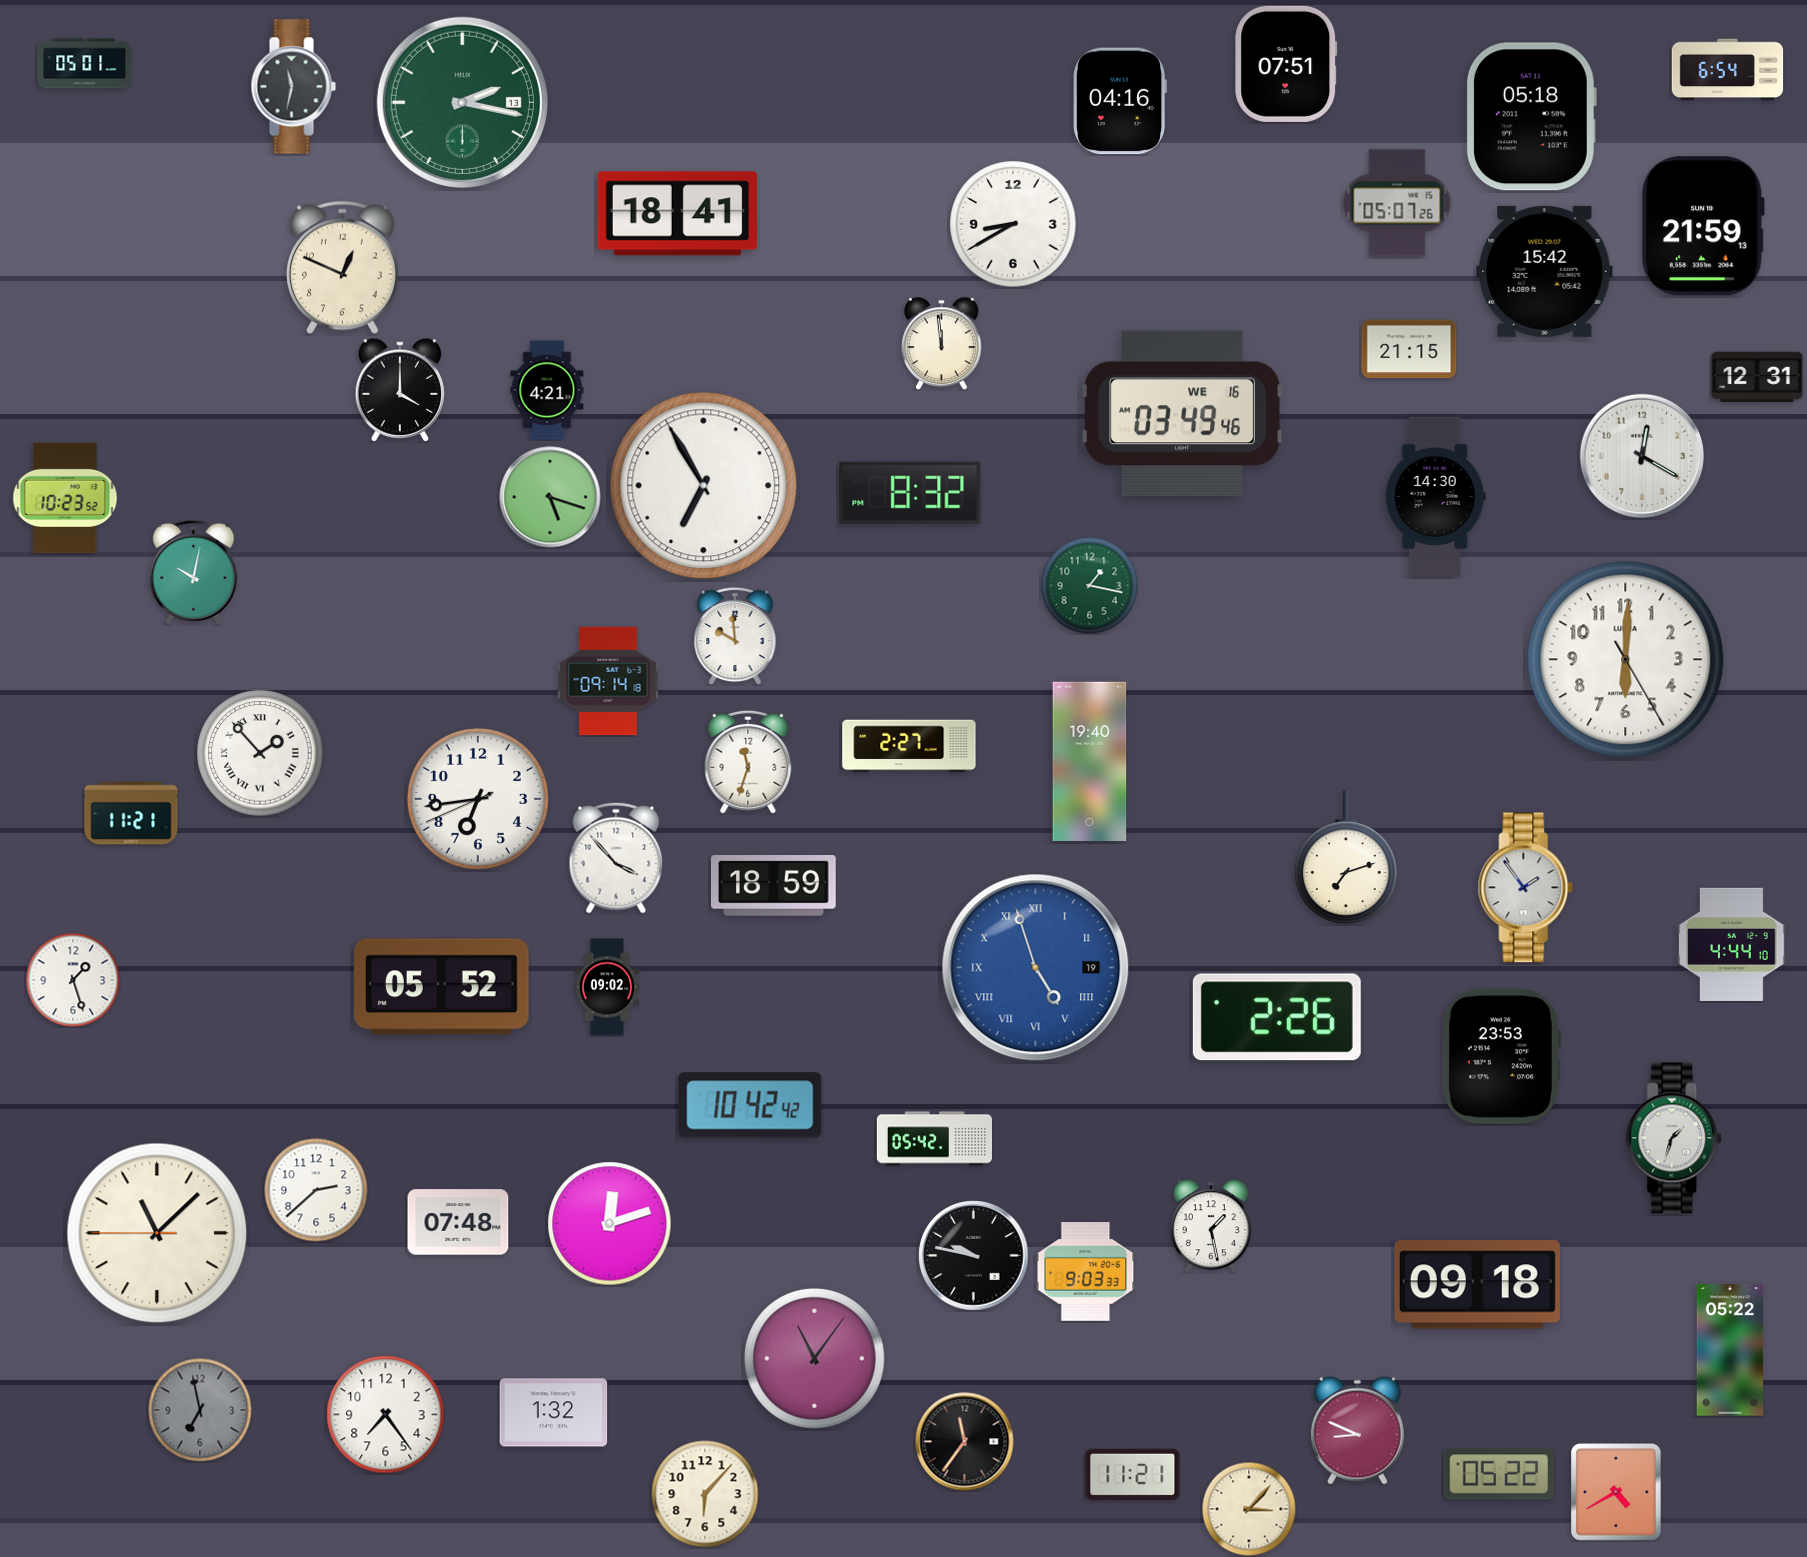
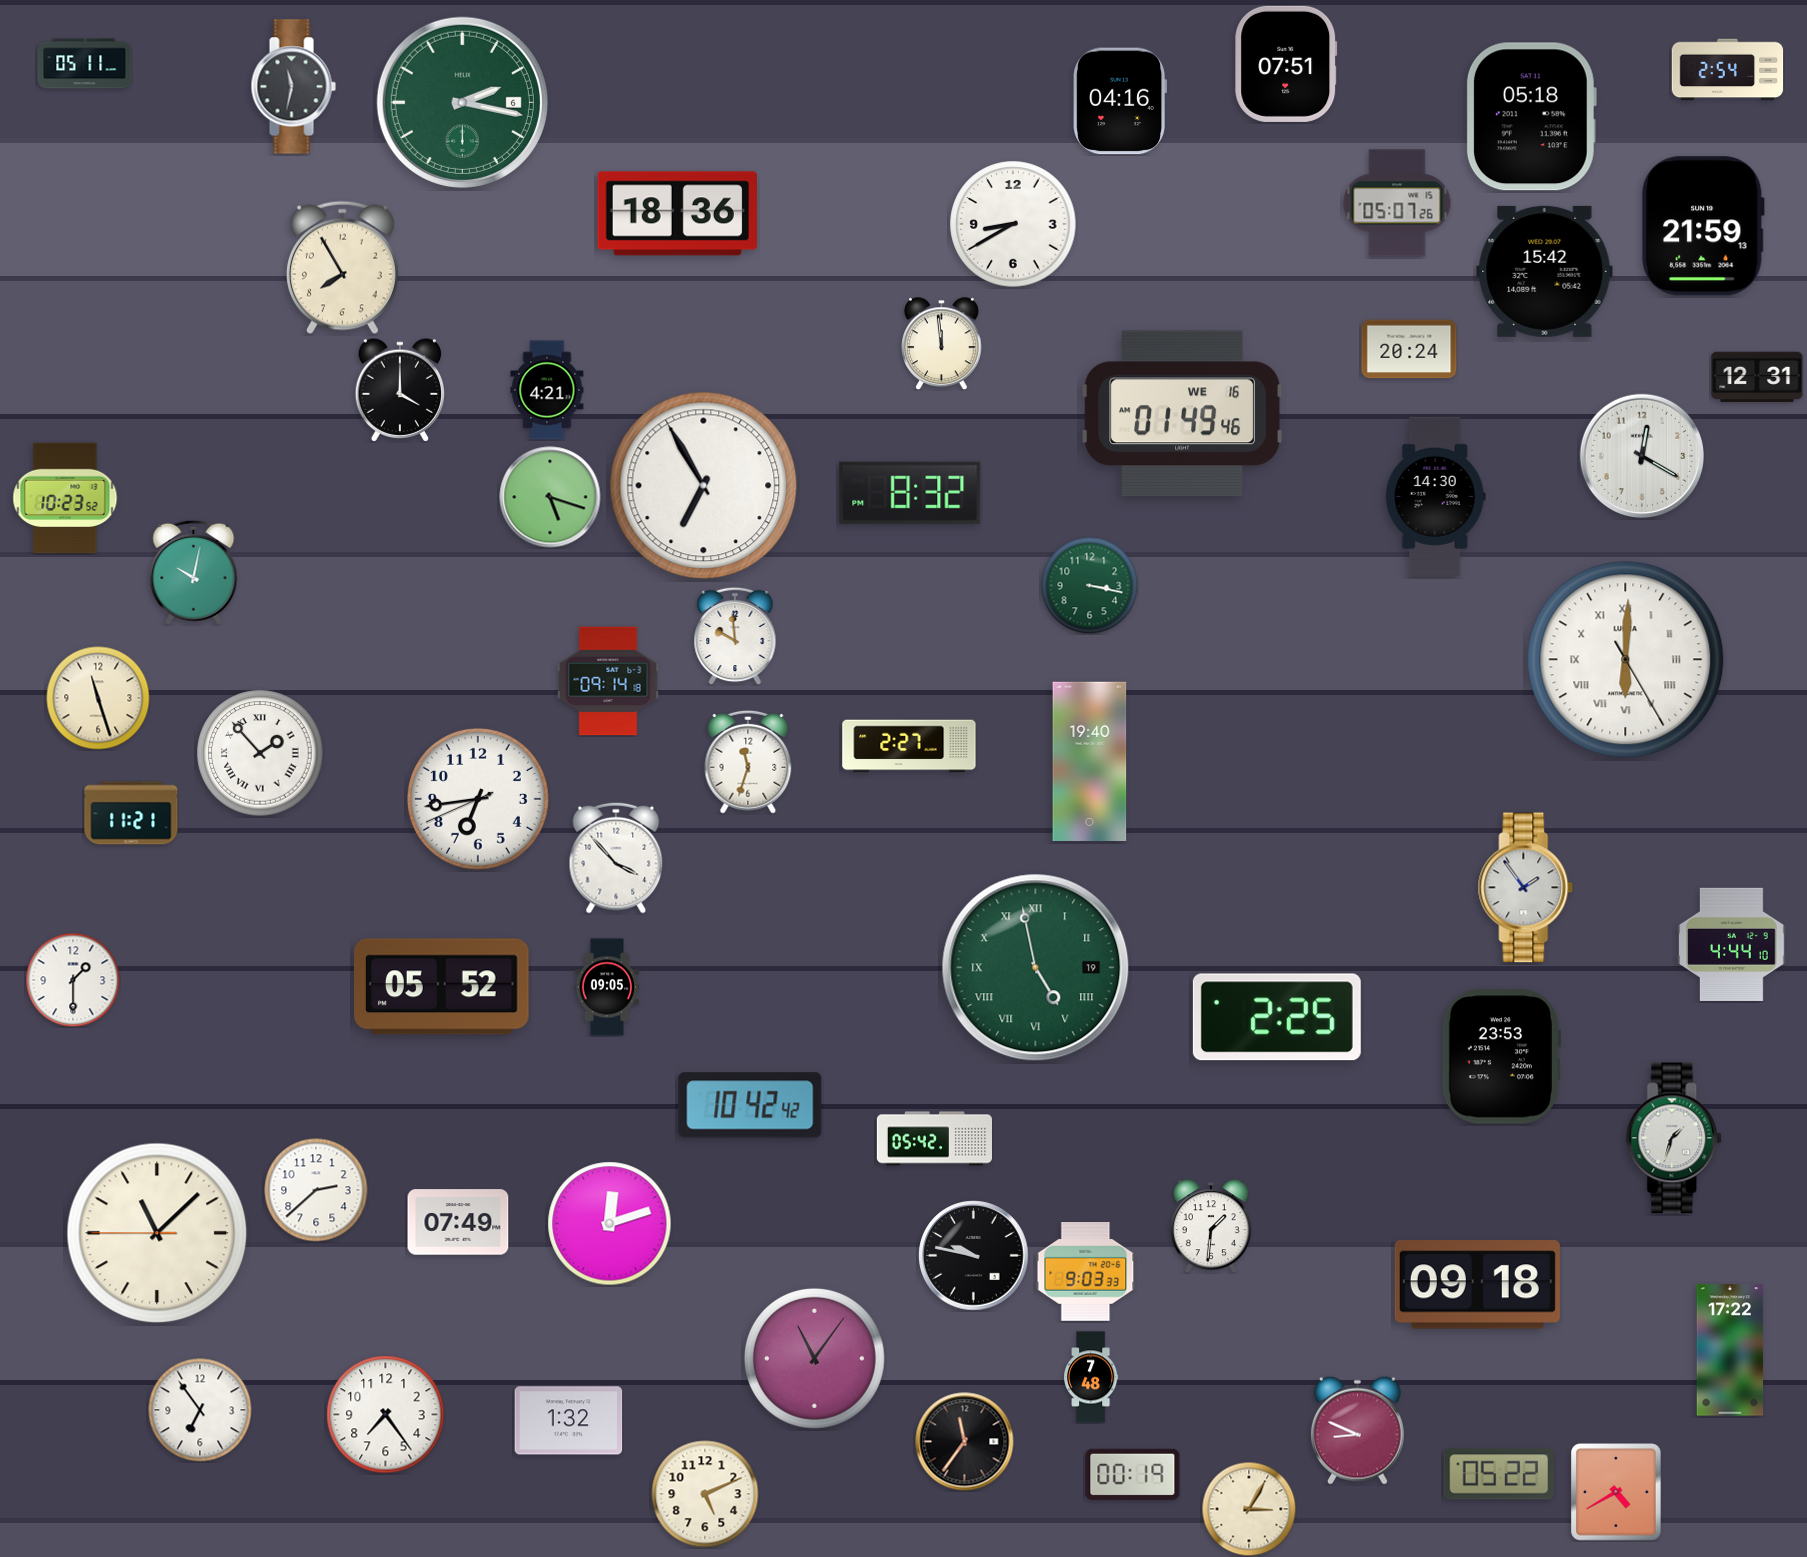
clock at (85, 64): 05:01 -> 05:11
clock at (1728, 70): 6:54 -> 2:54
clock at (462, 102) date: 13 -> 6
clock at (677, 214): 18:41 -> 18:36
clock at (342, 268): 12:49 -> 7:55
clock at (1409, 349): 21:15 -> 20:24
clock at (1182, 414): 03:49 -> 01:49
clock at (1089, 585): 1:17 -> 3:17
clock at (1626, 660) numerals: Arabic -> Roman
clock at (98, 698): none -> 11:27
clock at (1347, 857): 7:12 -> none
clock at (774, 886): 18:59 -> none
clock at (1036, 968): 4:57 -> 4:58
clock at (1036, 968) dial: blue -> green
clock at (73, 980): 1:27 -> 1:30
clock at (607, 987): 09:02 -> 09:05
clock at (1277, 1017): 2:26 -> 2:25
clock at (458, 1222): 07:48 -> 07:49
clock at (1211, 1226): 1:28 -> 1:31
clock at (1730, 1350): 05:22 -> 17:22
clock at (1092, 1377): none -> 7:48
clock at (200, 1410): 6:58 -> 6:54
clock at (200, 1410) dial: grey -> white
clock at (554, 1413) position: (554, 1413) -> (569, 1421)
clock at (1133, 1474): 11:21 -> 00:19
clock at (705, 1494): 6:07 -> 5:11
clock at (1249, 1509): 3:07 -> 3:05
